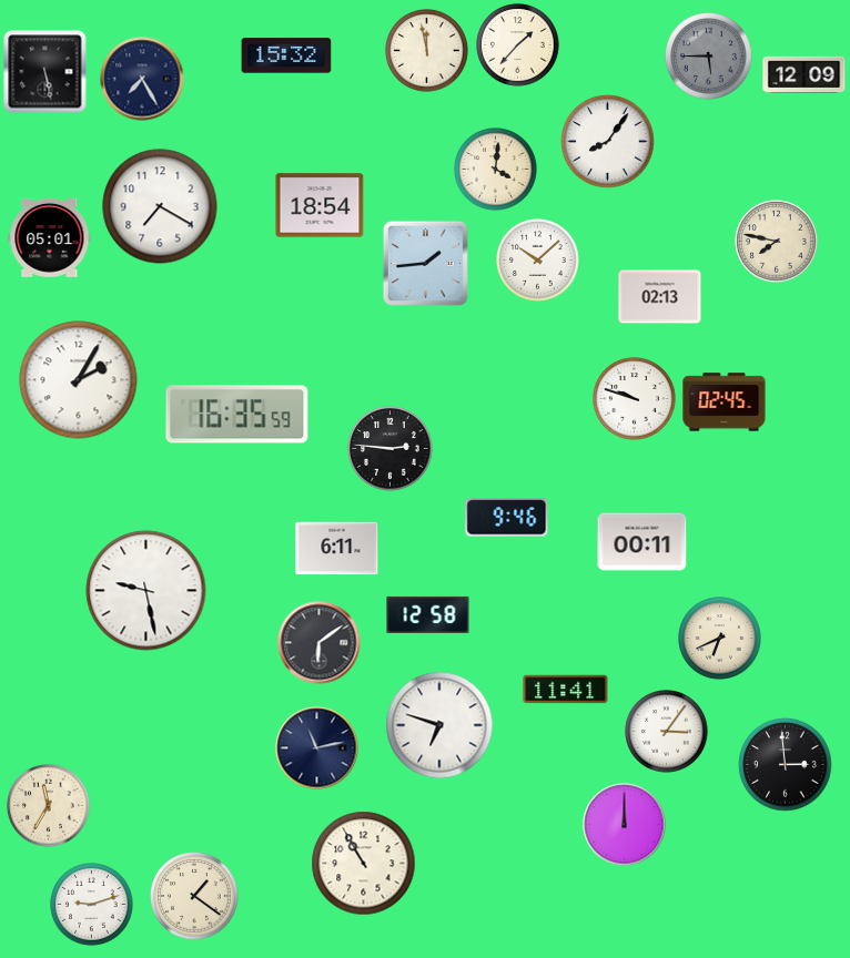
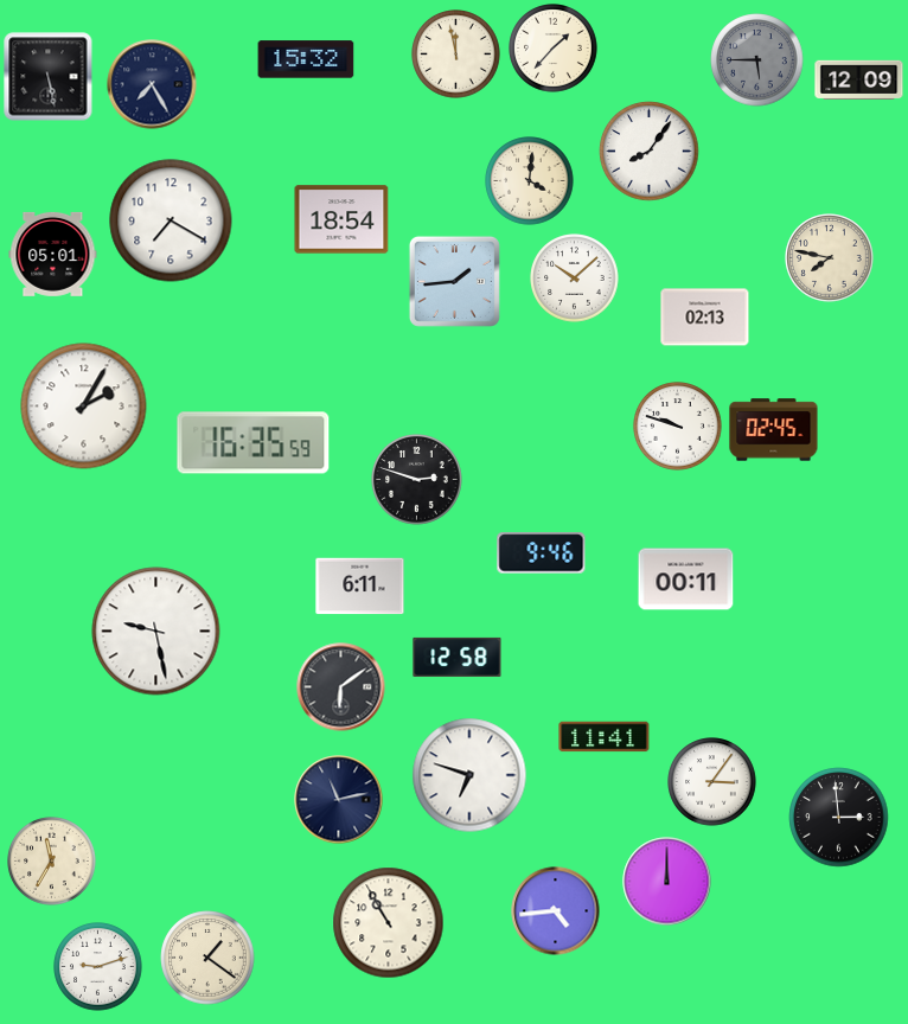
clock at (391, 449): 2:46 -> 2:48
clock at (720, 639): 6:41 -> none
clock at (556, 911): none -> 4:44
